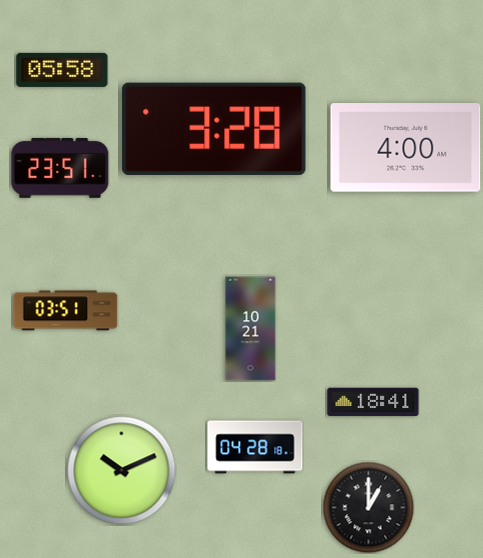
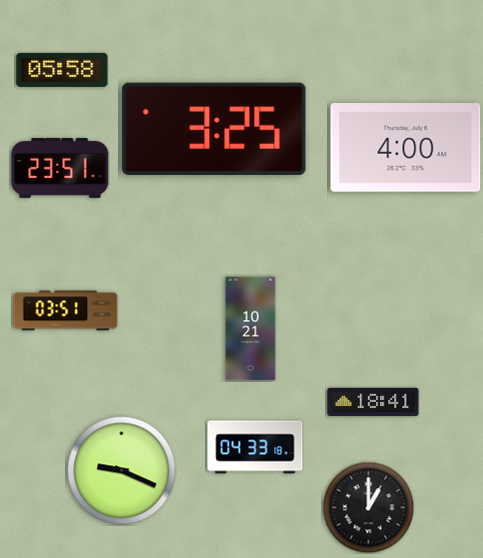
clock at (214, 129): 3:28 -> 3:25
clock at (255, 447): 04:28 -> 04:33
clock at (122, 471): 10:11 -> 9:19
